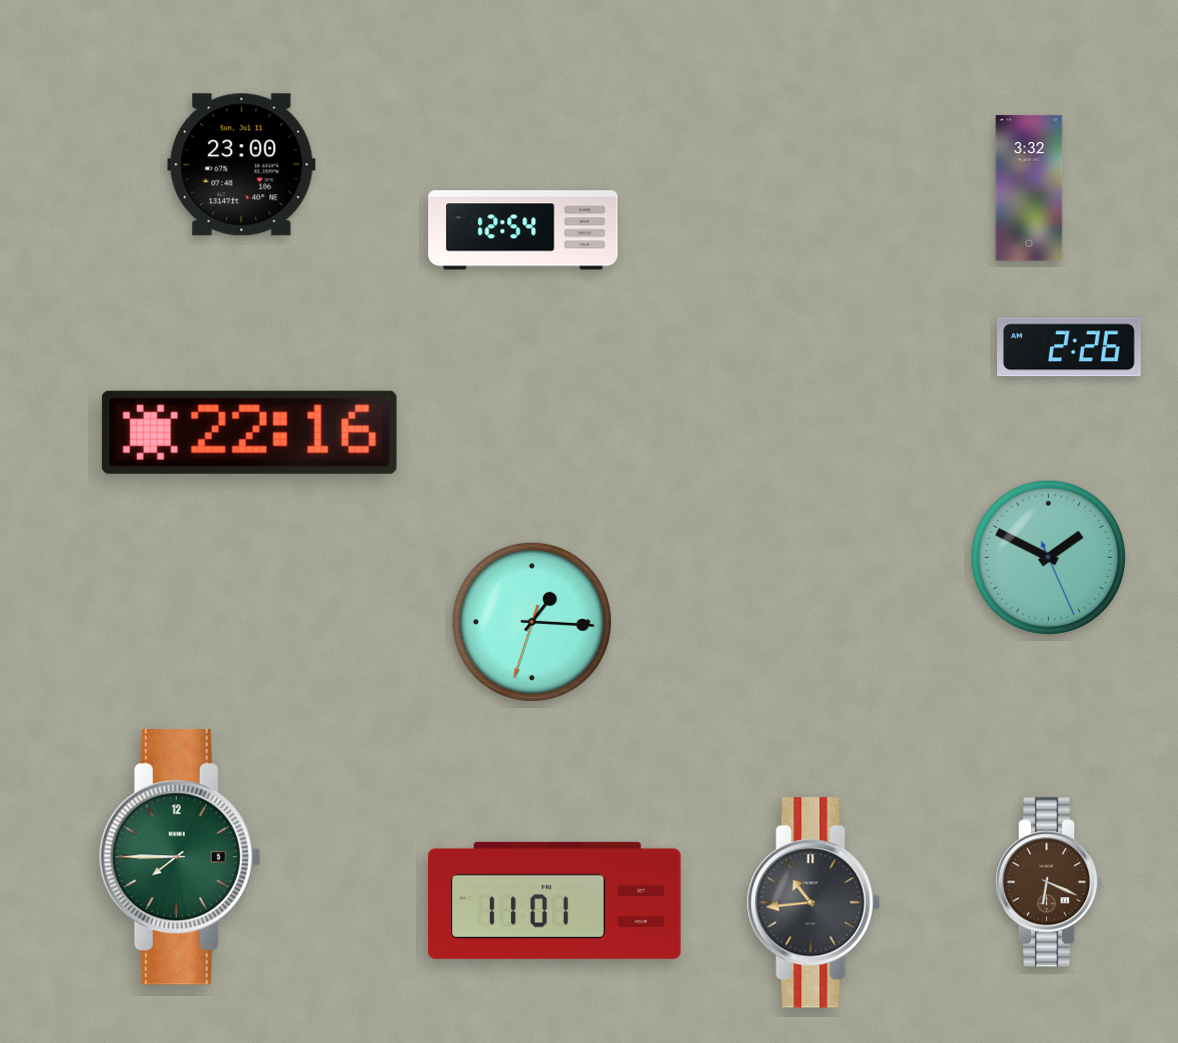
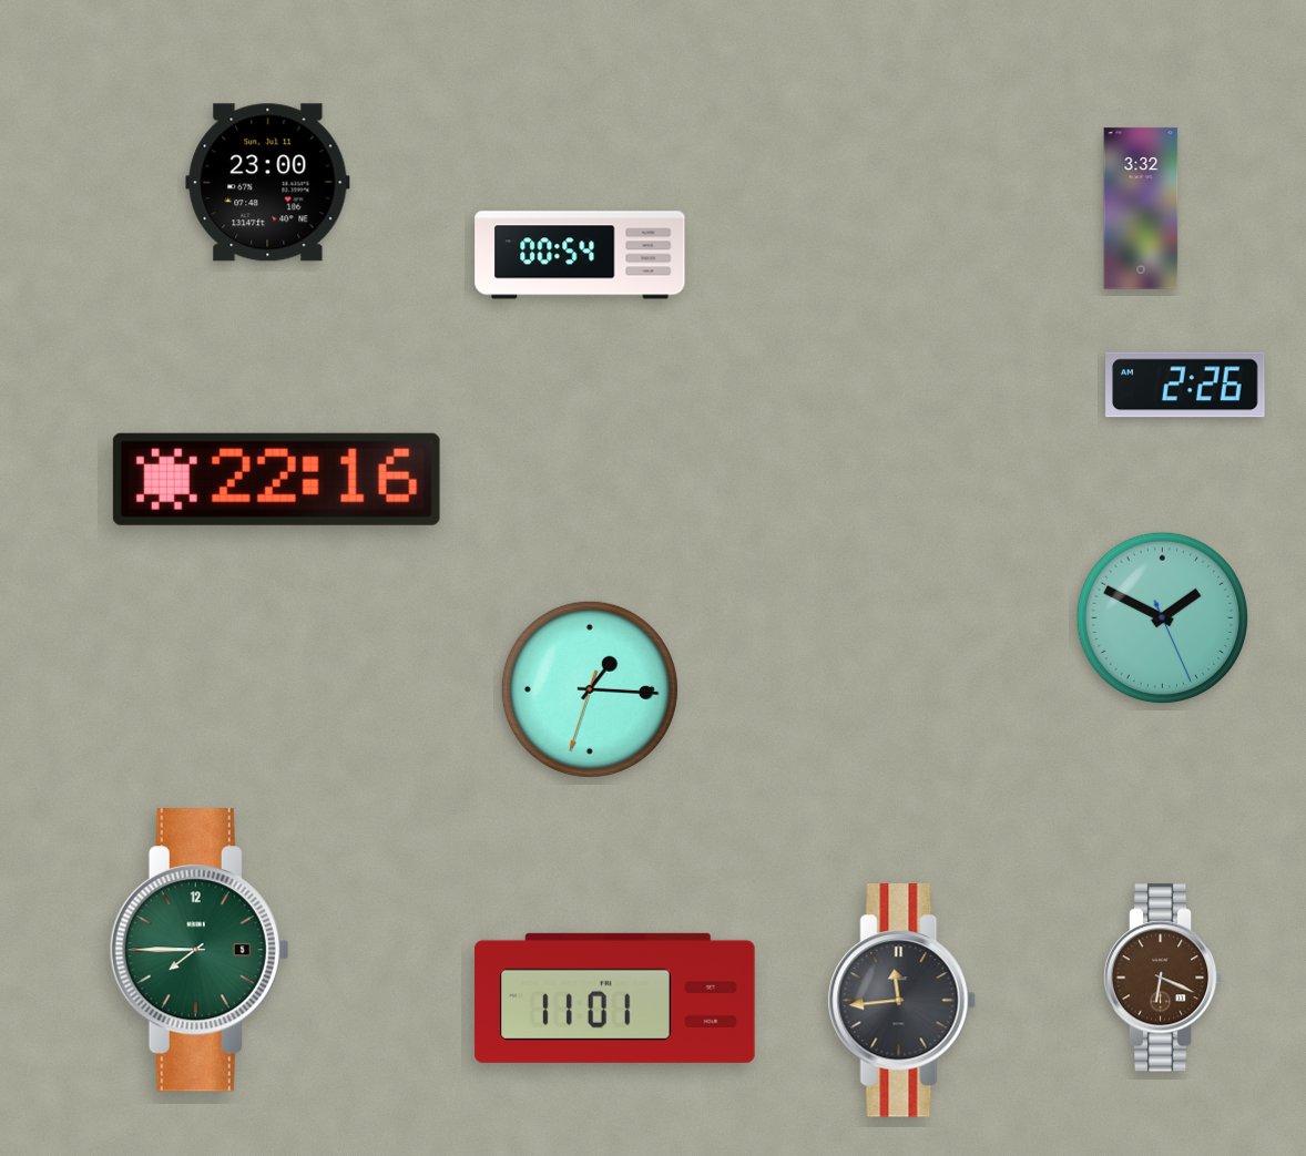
clock at (523, 230): 12:54 -> 00:54
clock at (813, 903): 10:44 -> 11:44
